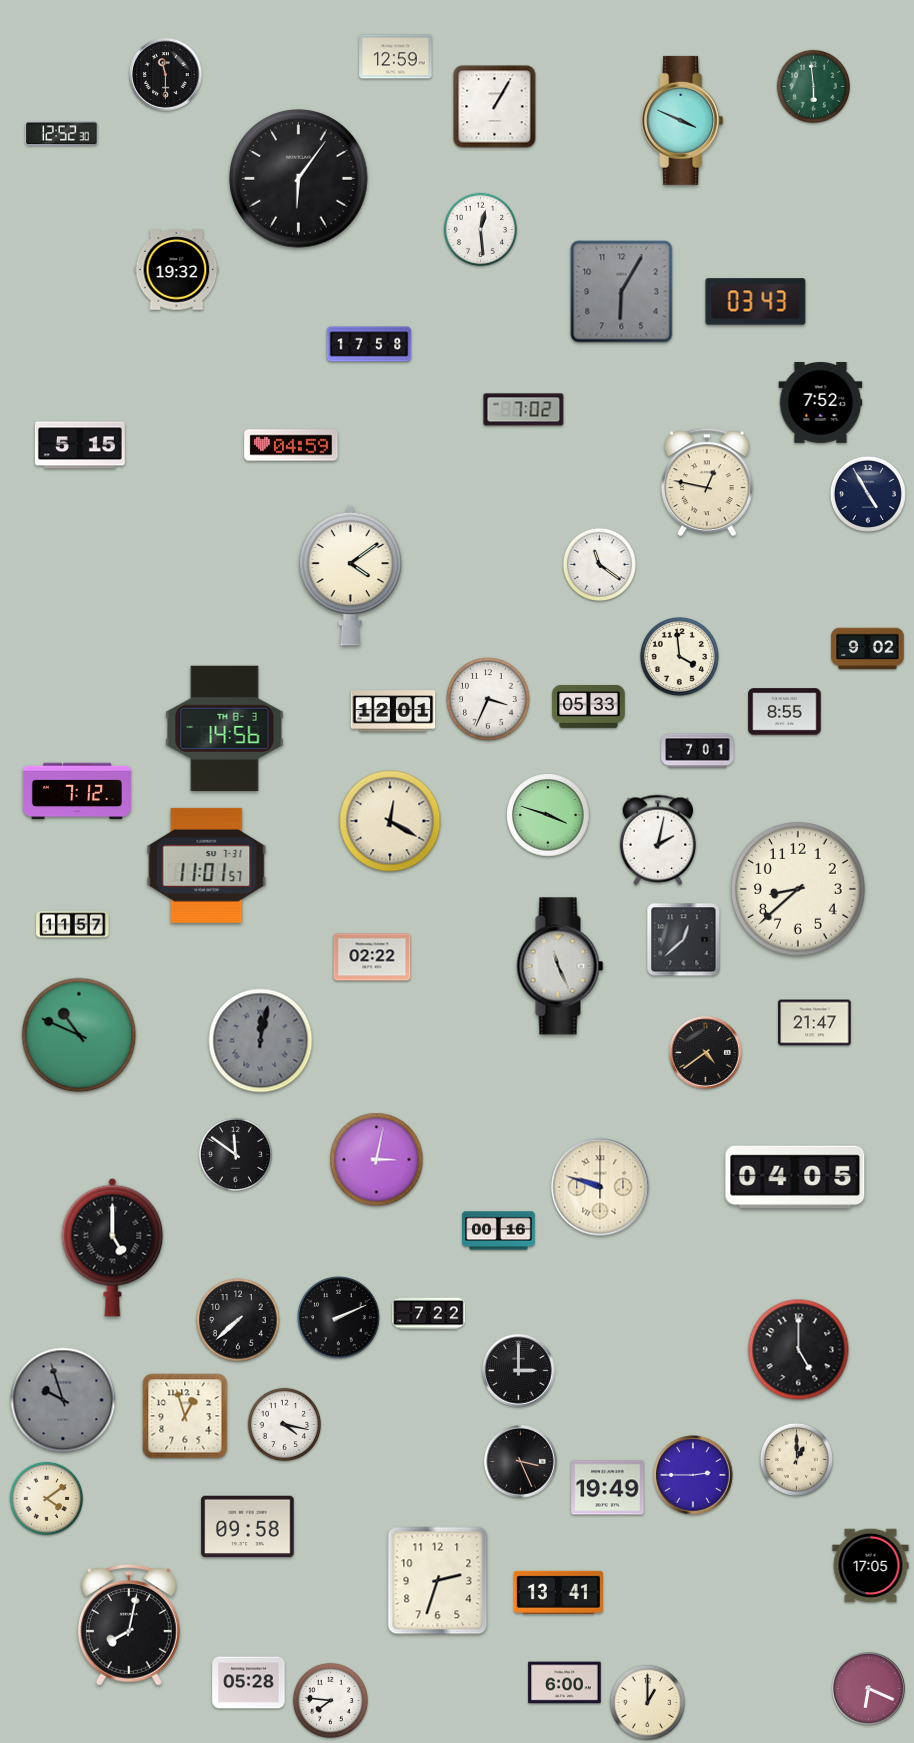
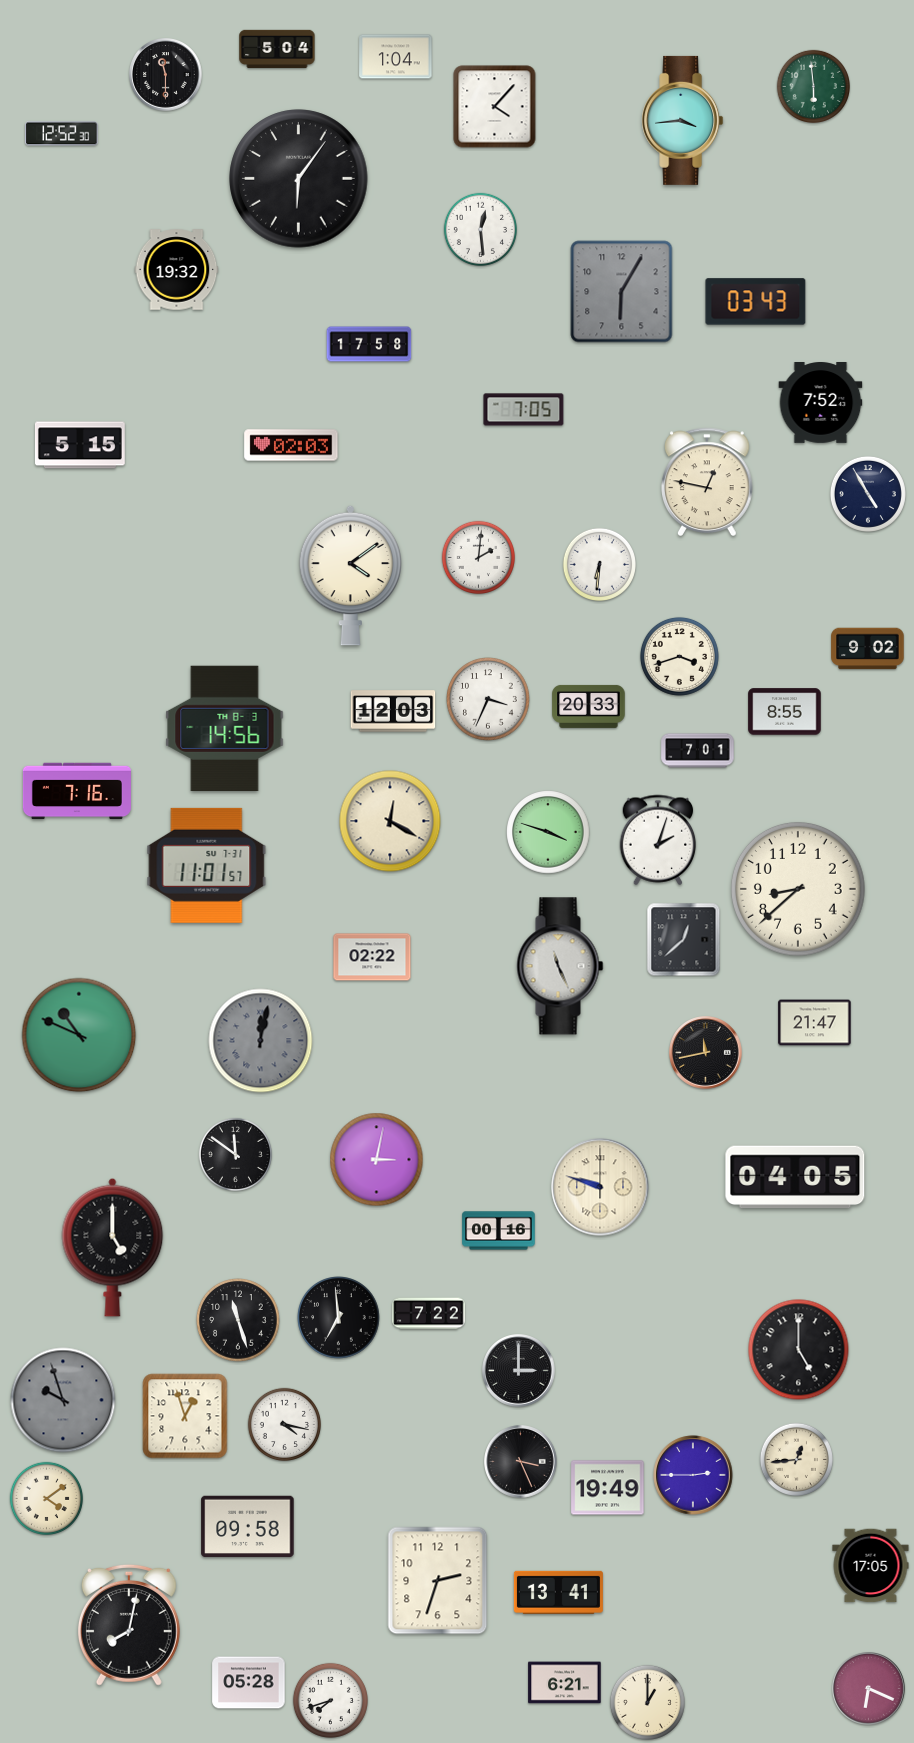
clock at (277, 49): none -> 5:04
clock at (396, 57): 12:59 -> 1:04
clock at (495, 107): 1:05 -> 4:07
clock at (683, 120): 3:49 -> 3:44
clock at (524, 410): 7:02 -> 7:05
clock at (291, 445): 04:59 -> 02:03
clock at (478, 557): none -> 2:01
clock at (599, 564): 11:21 -> 6:31
clock at (679, 656): 3:59 -> 3:42
clock at (589, 706): 05:33 -> 20:33
clock at (393, 711): 12:01 -> 12:03
clock at (77, 791): 7:12 -> 7:16
clock at (548, 815) position: (548, 815) -> (548, 832)
clock at (658, 840): 2:02 -> 2:03
clock at (73, 925): 11:57 -> none
clock at (706, 1053): 4:39 -> 11:43
clock at (339, 1318): 2:11 -> 6:59
clock at (238, 1320): 7:38 -> 11:27
clock at (796, 1459): 1:00 -> 12:44
clock at (565, 1683): 6:00 -> 6:21
clock at (330, 1700): 7:46 -> 7:42
